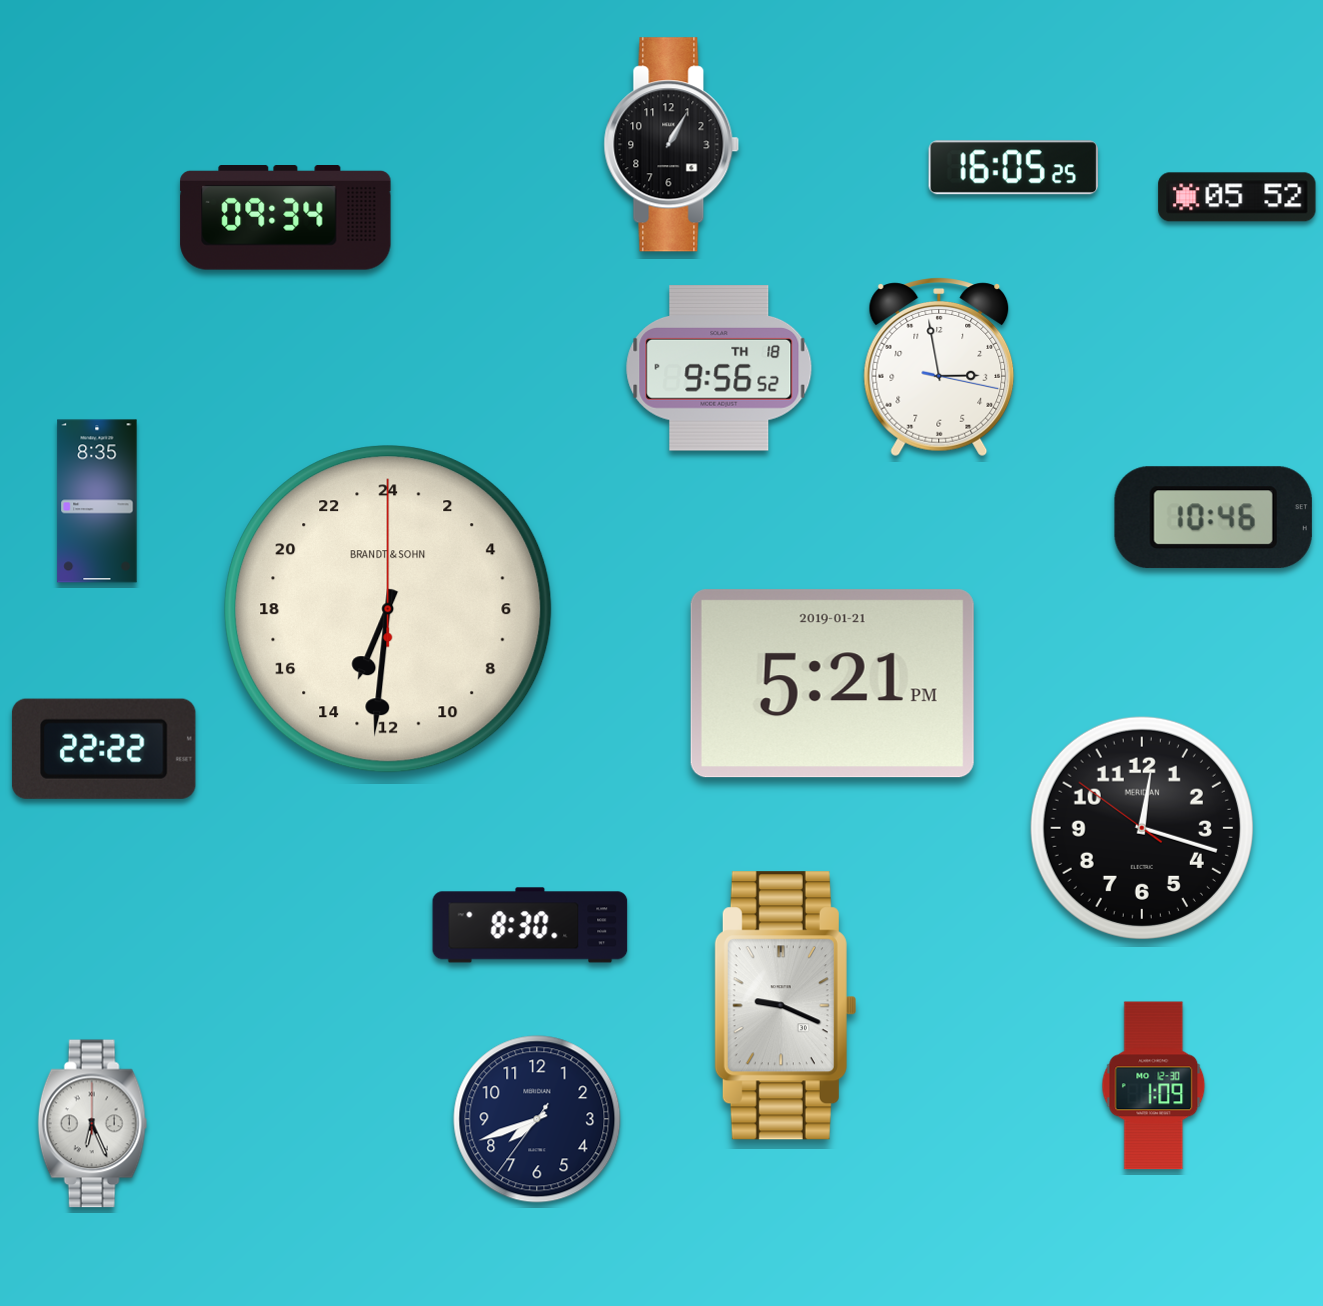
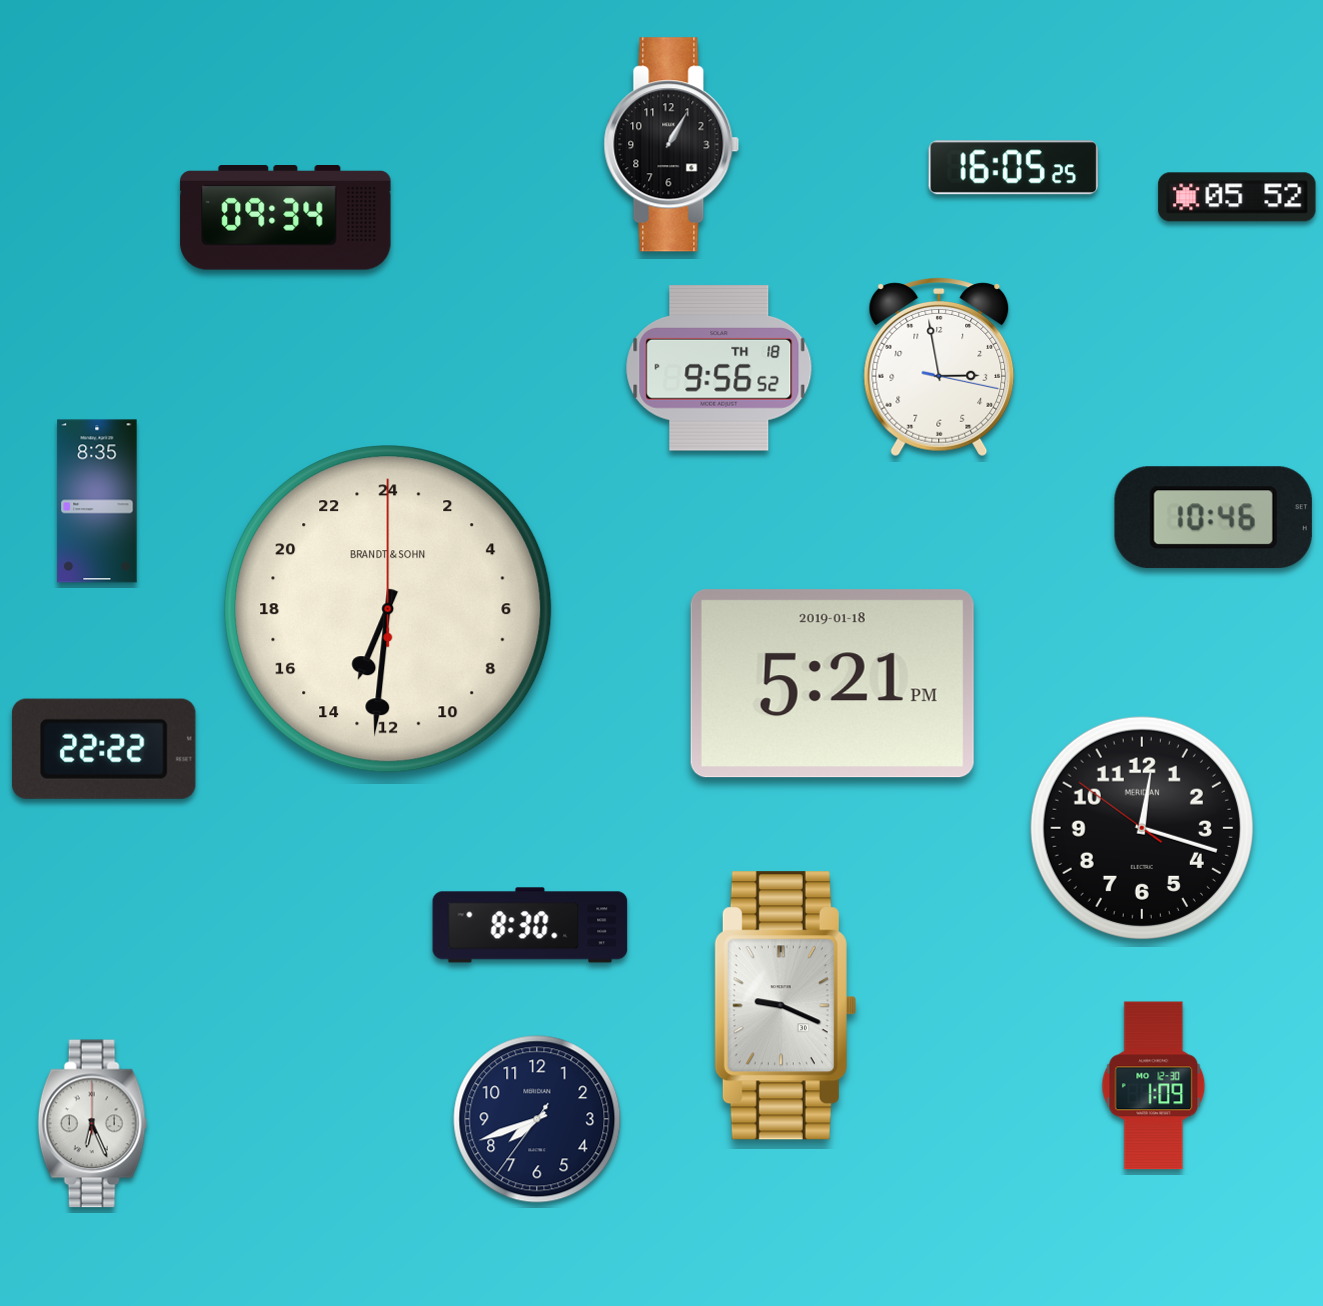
clock at (832, 684) date: 2019-01-21 -> 2019-01-18
